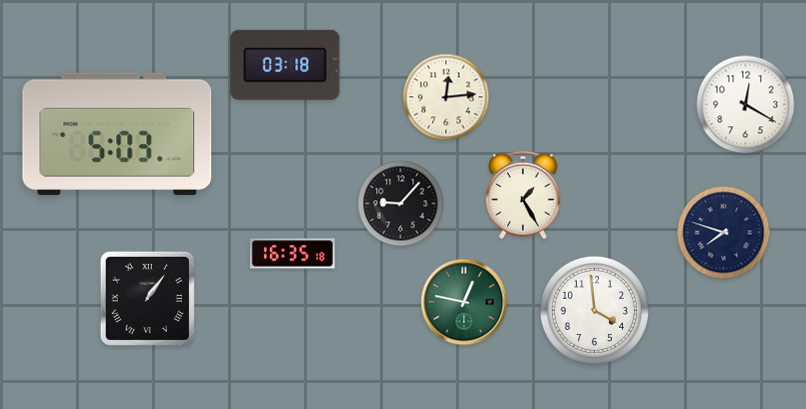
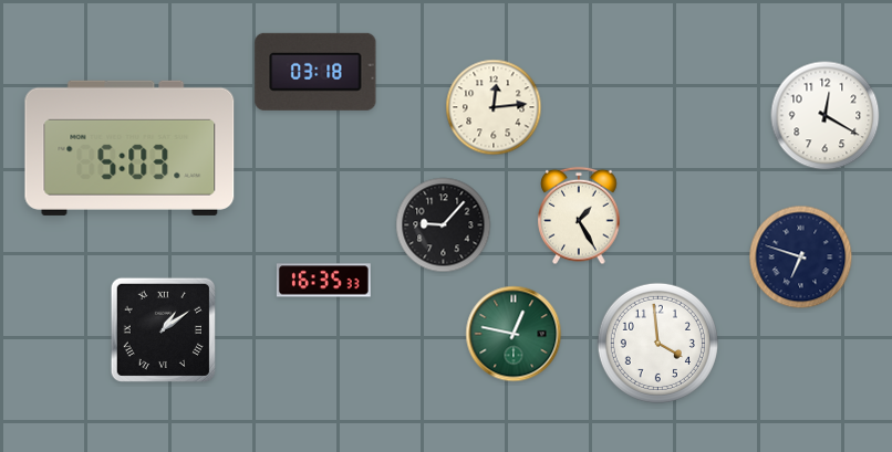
clock at (724, 233): 7:48 -> 6:48
clock at (292, 254): 16:35:18 -> 16:35:33
clock at (147, 298): 1:06 -> 1:09
